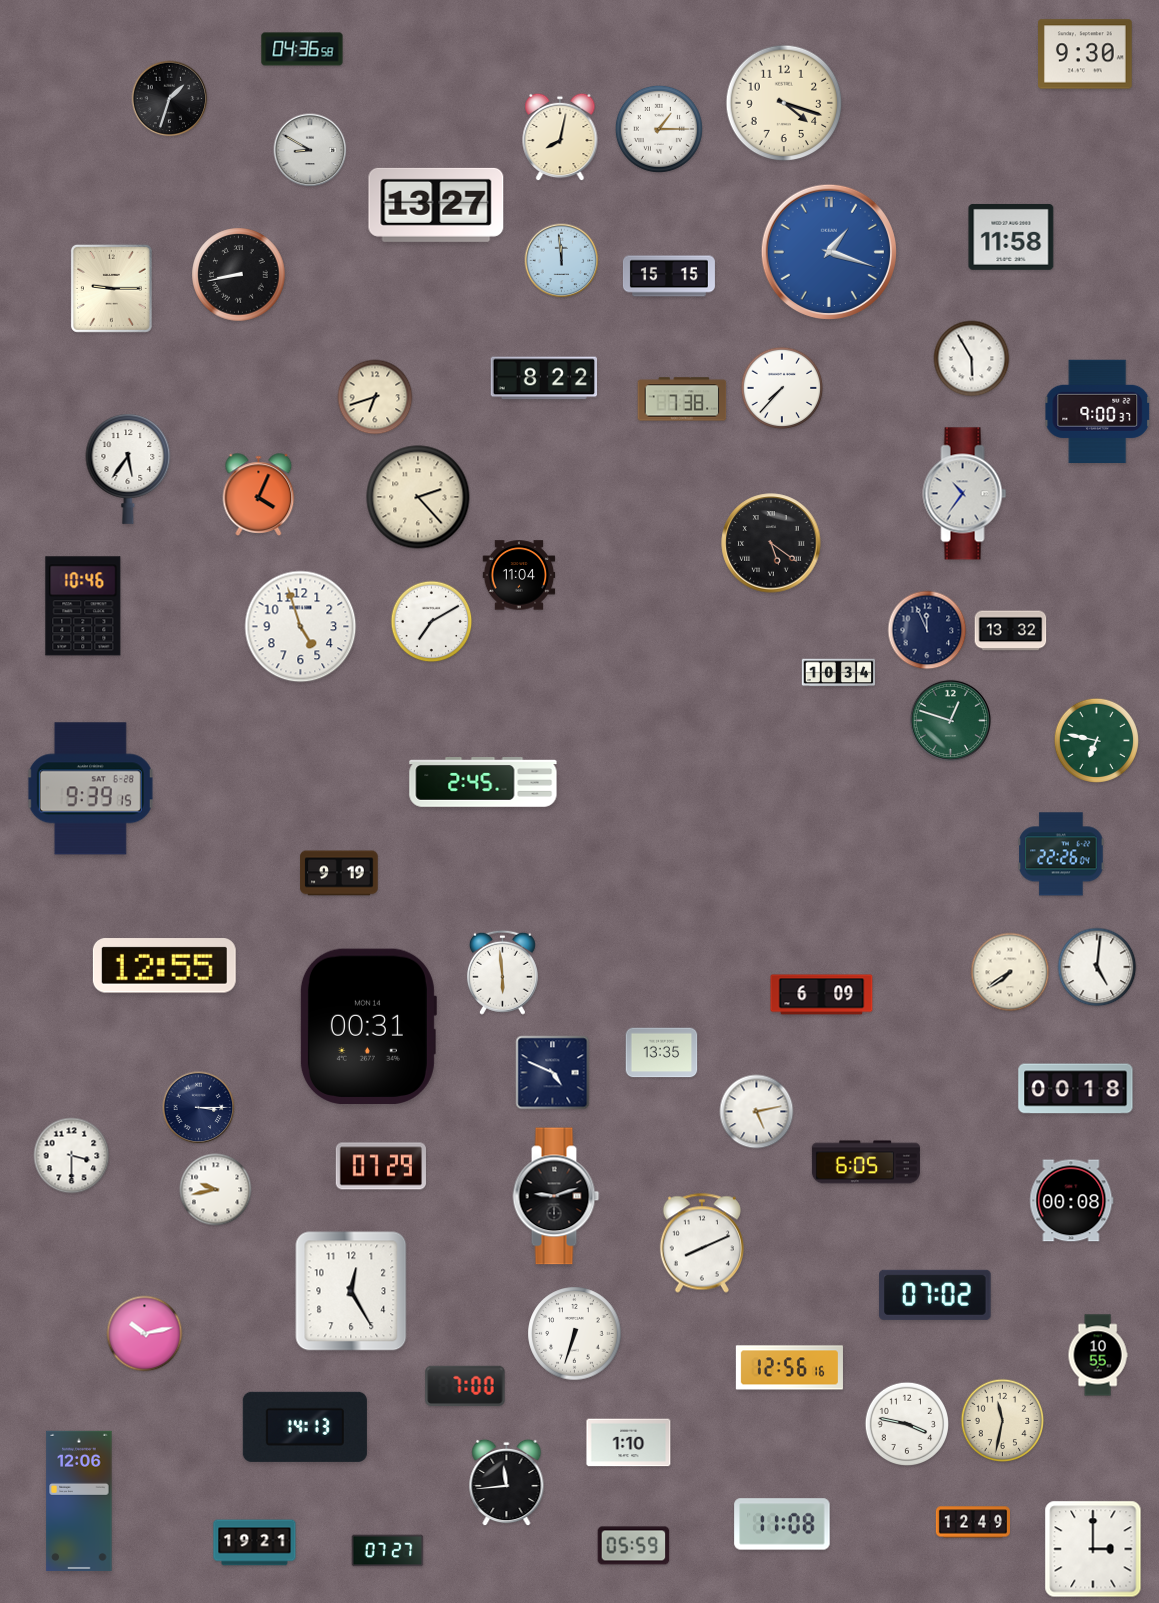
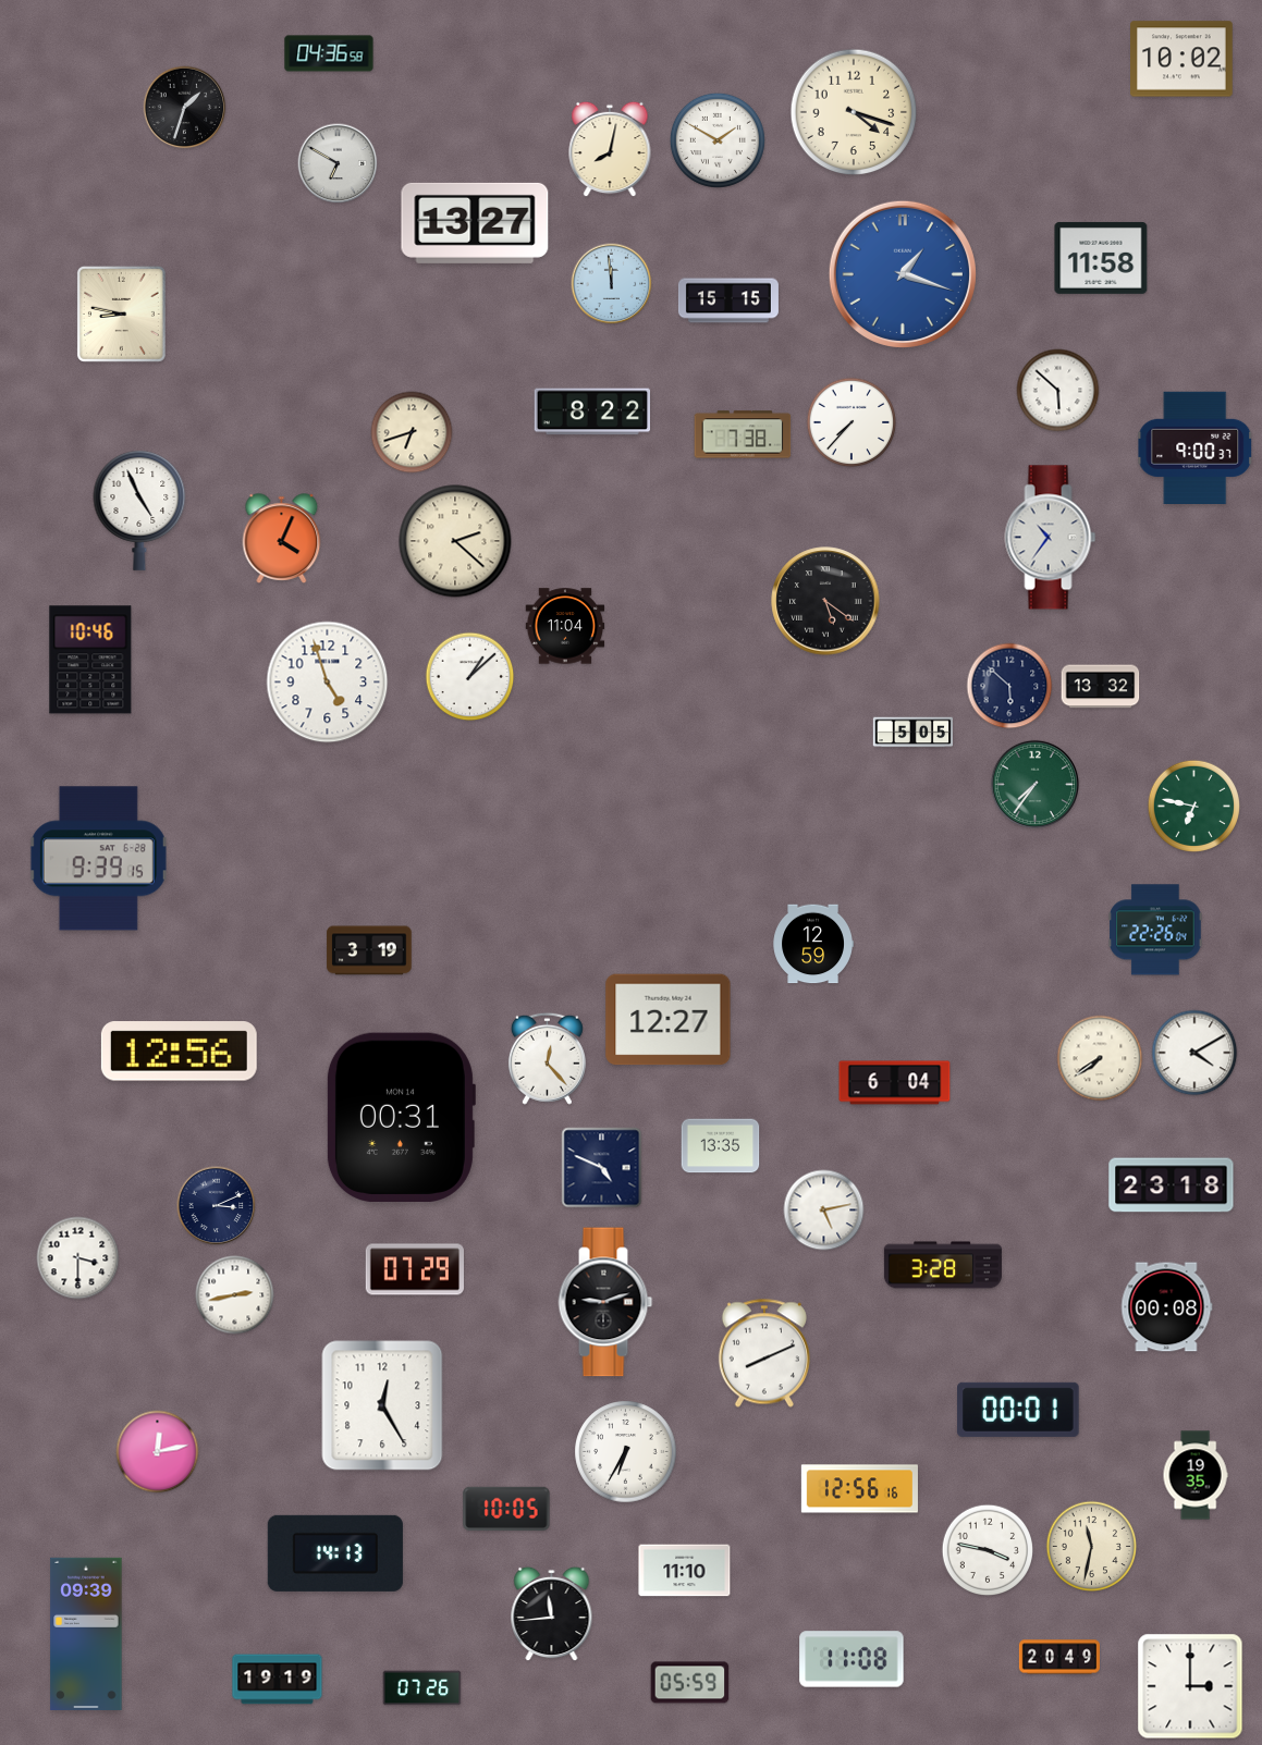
clock at (1086, 54): 9:30 -> 10:02
clock at (659, 129): 1:15 -> 1:50
clock at (310, 150): 8:50 -> 6:50
clock at (239, 275): 8:43 -> none
clock at (111, 288): 9:15 -> 8:47
clock at (972, 359): 5:55 -> 5:52
clock at (375, 397) position: (375, 397) -> (412, 432)
clock at (128, 469): 5:36 -> 4:56
clock at (418, 497): 2:23 -> 2:22
clock at (771, 543) position: (771, 543) -> (825, 601)
clock at (432, 622): 7:10 -> 1:08
clock at (927, 630): 11:56 -> 5:52
clock at (839, 673): 10:34 -> 5:05
clock at (950, 720): 12:48 -> 7:36
clock at (483, 782): 2:45 -> none
clock at (813, 944): none -> 12:59
clock at (339, 873): 9:19 -> 3:19
clock at (669, 1020): none -> 12:27
clock at (164, 966): 12:55 -> 12:56
clock at (1097, 967): 5:01 -> 4:10
clock at (502, 972): 5:59 -> 12:23
clock at (822, 995): 6:09 -> 6:04
clock at (1076, 1089): 00:18 -> 23:18
clock at (199, 1108): 3:15 -> 3:11
clock at (866, 1162): 6:05 -> 3:28
clock at (216, 1190): 9:43 -> 2:43
clock at (935, 1295): 07:02 -> 00:01
clock at (145, 1334): 10:13 -> 12:13
clock at (575, 1334): 6:33 -> 6:35
clock at (1098, 1355): 10:55 -> 19:35
clock at (465, 1386): 7:00 -> 10:05
clock at (305, 1427) position: (305, 1427) -> (335, 1553)
clock at (629, 1443): 1:10 -> 11:10
clock at (79, 1501): 12:06 -> 09:39
clock at (973, 1522): 12:49 -> 20:49
clock at (255, 1543): 19:21 -> 19:19
clock at (388, 1551): 07:27 -> 07:26
